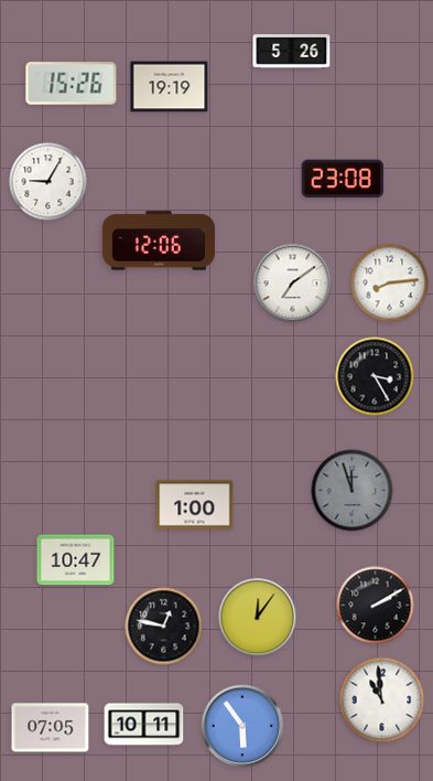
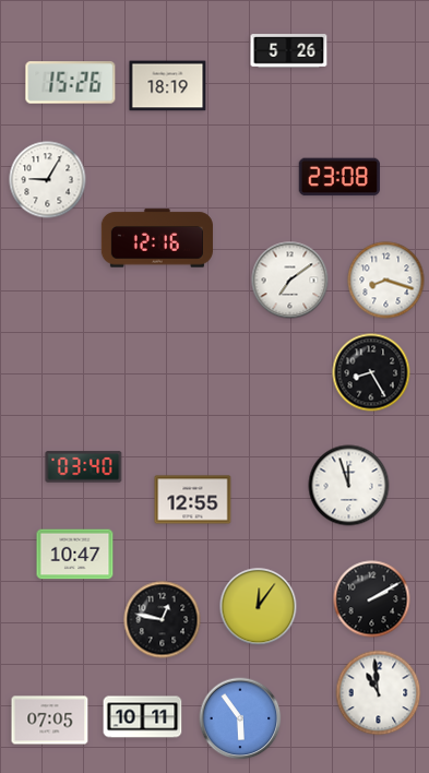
clock at (170, 87): 19:19 -> 18:19
clock at (159, 240): 12:06 -> 12:16
clock at (390, 283): 8:14 -> 8:18
clock at (375, 376): 3:25 -> 8:25
clock at (84, 467): none -> 03:40
clock at (353, 491) dial: grey -> white
clock at (195, 505): 1:00 -> 12:55
clock at (258, 618) position: (258, 618) -> (259, 607)
